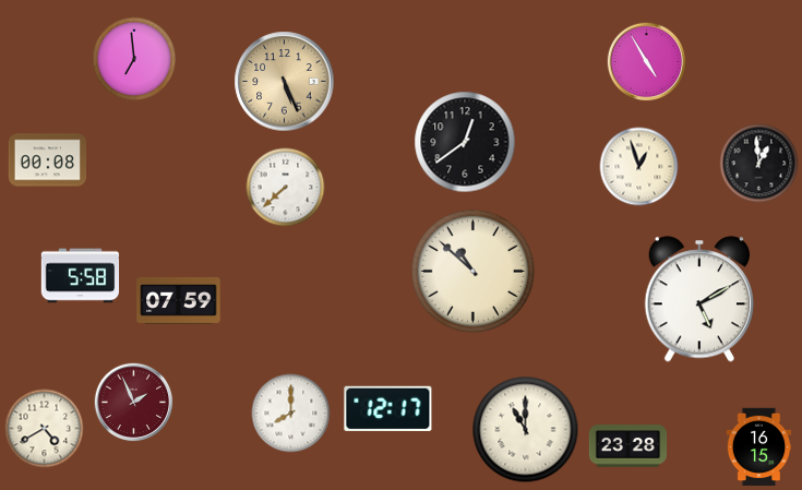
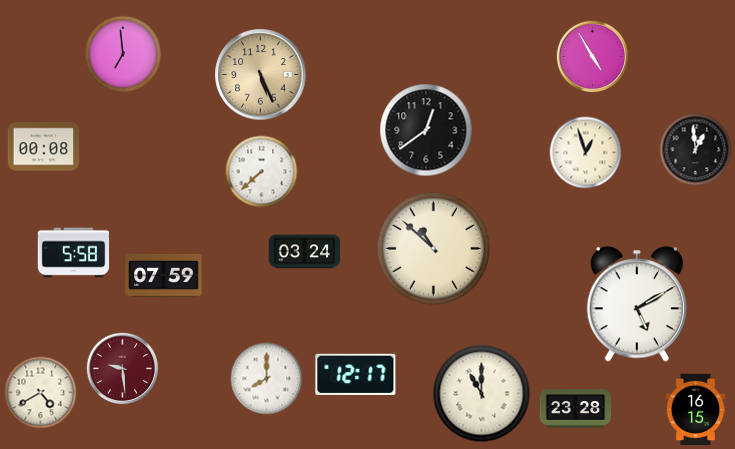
clock at (305, 252): none -> 03:24
clock at (698, 299) position: (698, 299) -> (636, 304)
clock at (134, 403): 1:56 -> 9:29
